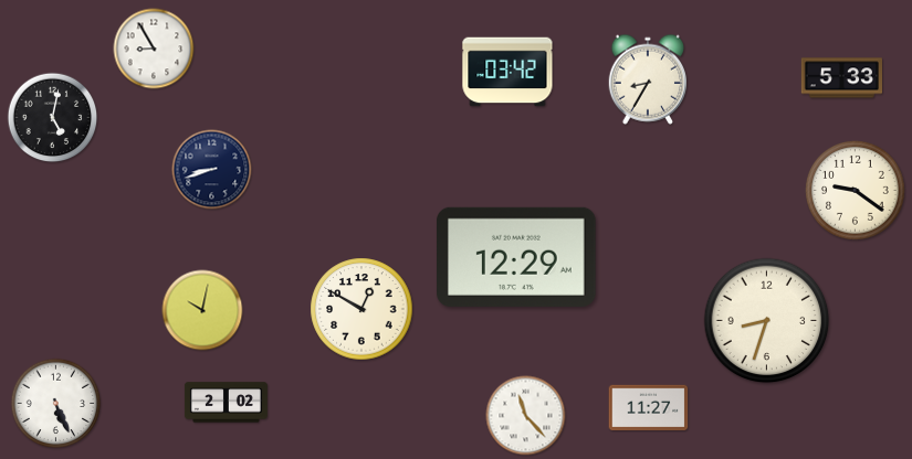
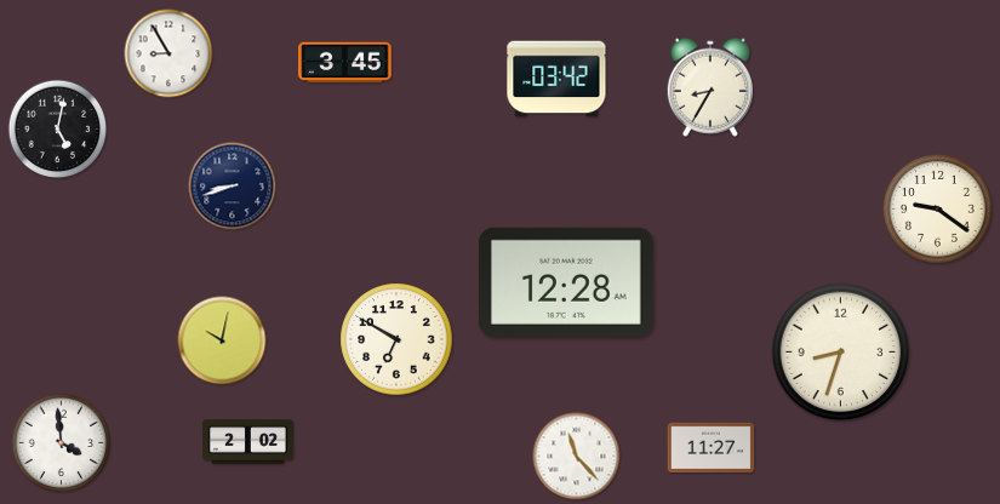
clock at (345, 63): none -> 3:45
clock at (841, 78): 5:33 -> none
clock at (517, 257): 12:29 -> 12:28
clock at (361, 309): 12:50 -> 6:50
clock at (56, 404): 5:26 -> 3:59
